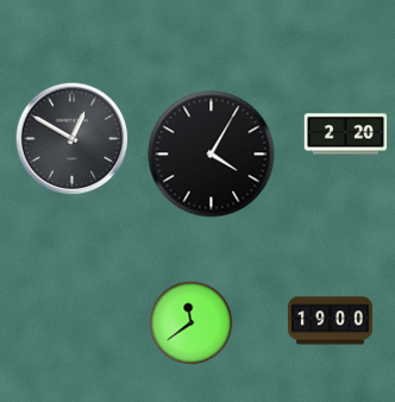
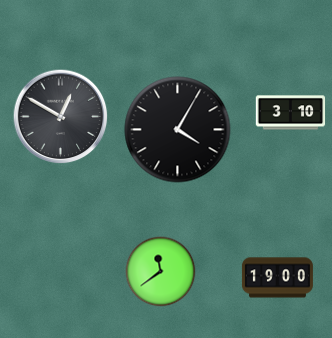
clock at (346, 134): 2:20 -> 3:10
clock at (330, 321) position: (330, 321) -> (277, 278)
